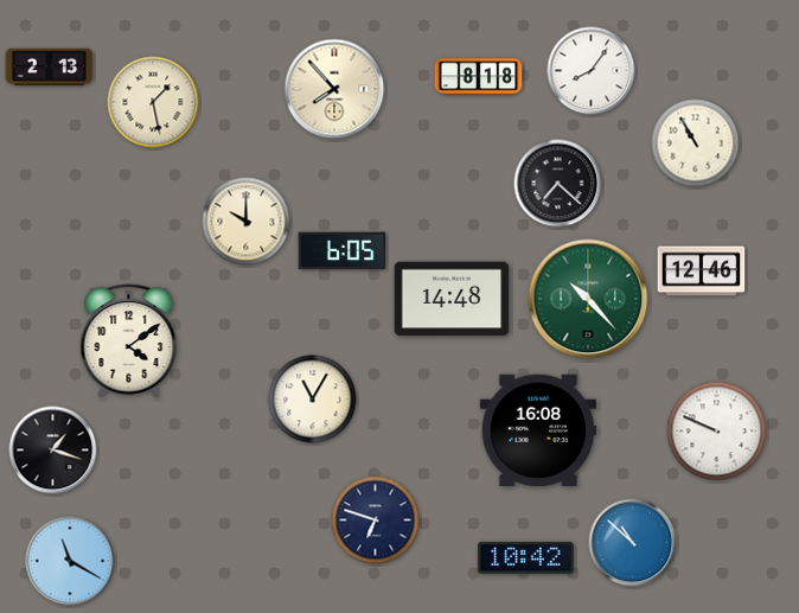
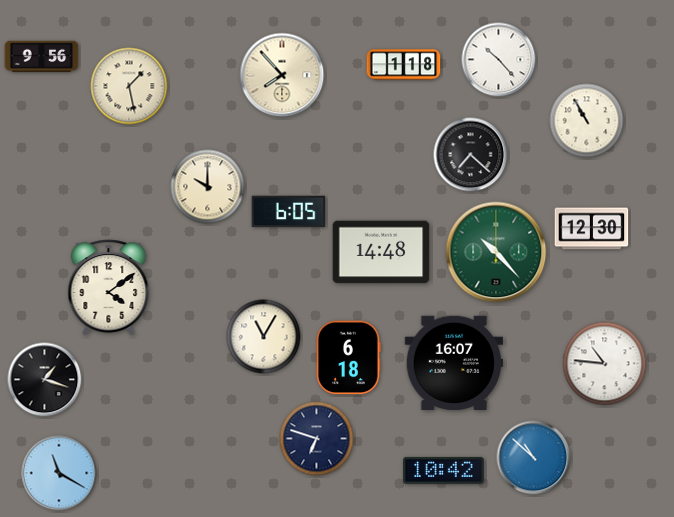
clock at (50, 68): 2:13 -> 9:56
clock at (592, 71): 8:06 -> 10:23
clock at (479, 77): 8:18 -> 1:18
clock at (702, 272): 12:46 -> 12:30
clock at (348, 358): none -> 6:18
clock at (537, 429): 16:08 -> 16:07
clock at (717, 432): 9:49 -> 10:46
